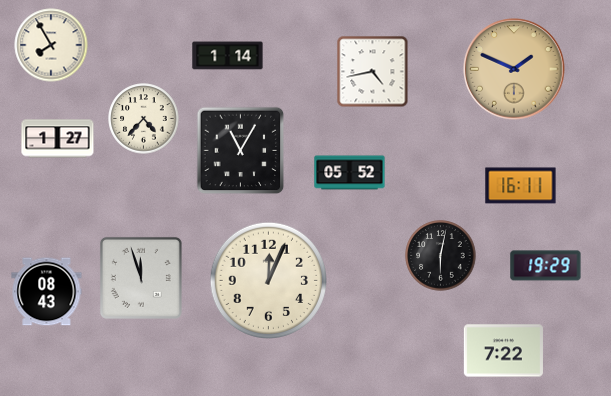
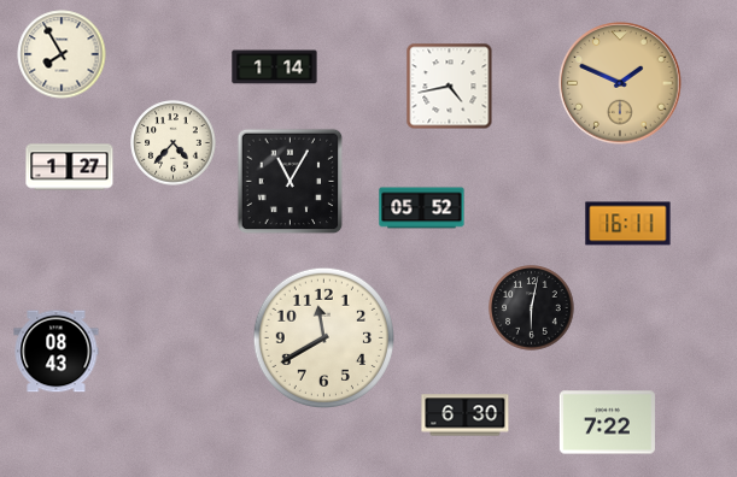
clock at (546, 266): 19:29 -> none
clock at (141, 278): 11:57 -> none
clock at (268, 280): 12:04 -> 11:40
clock at (466, 416): none -> 6:30
